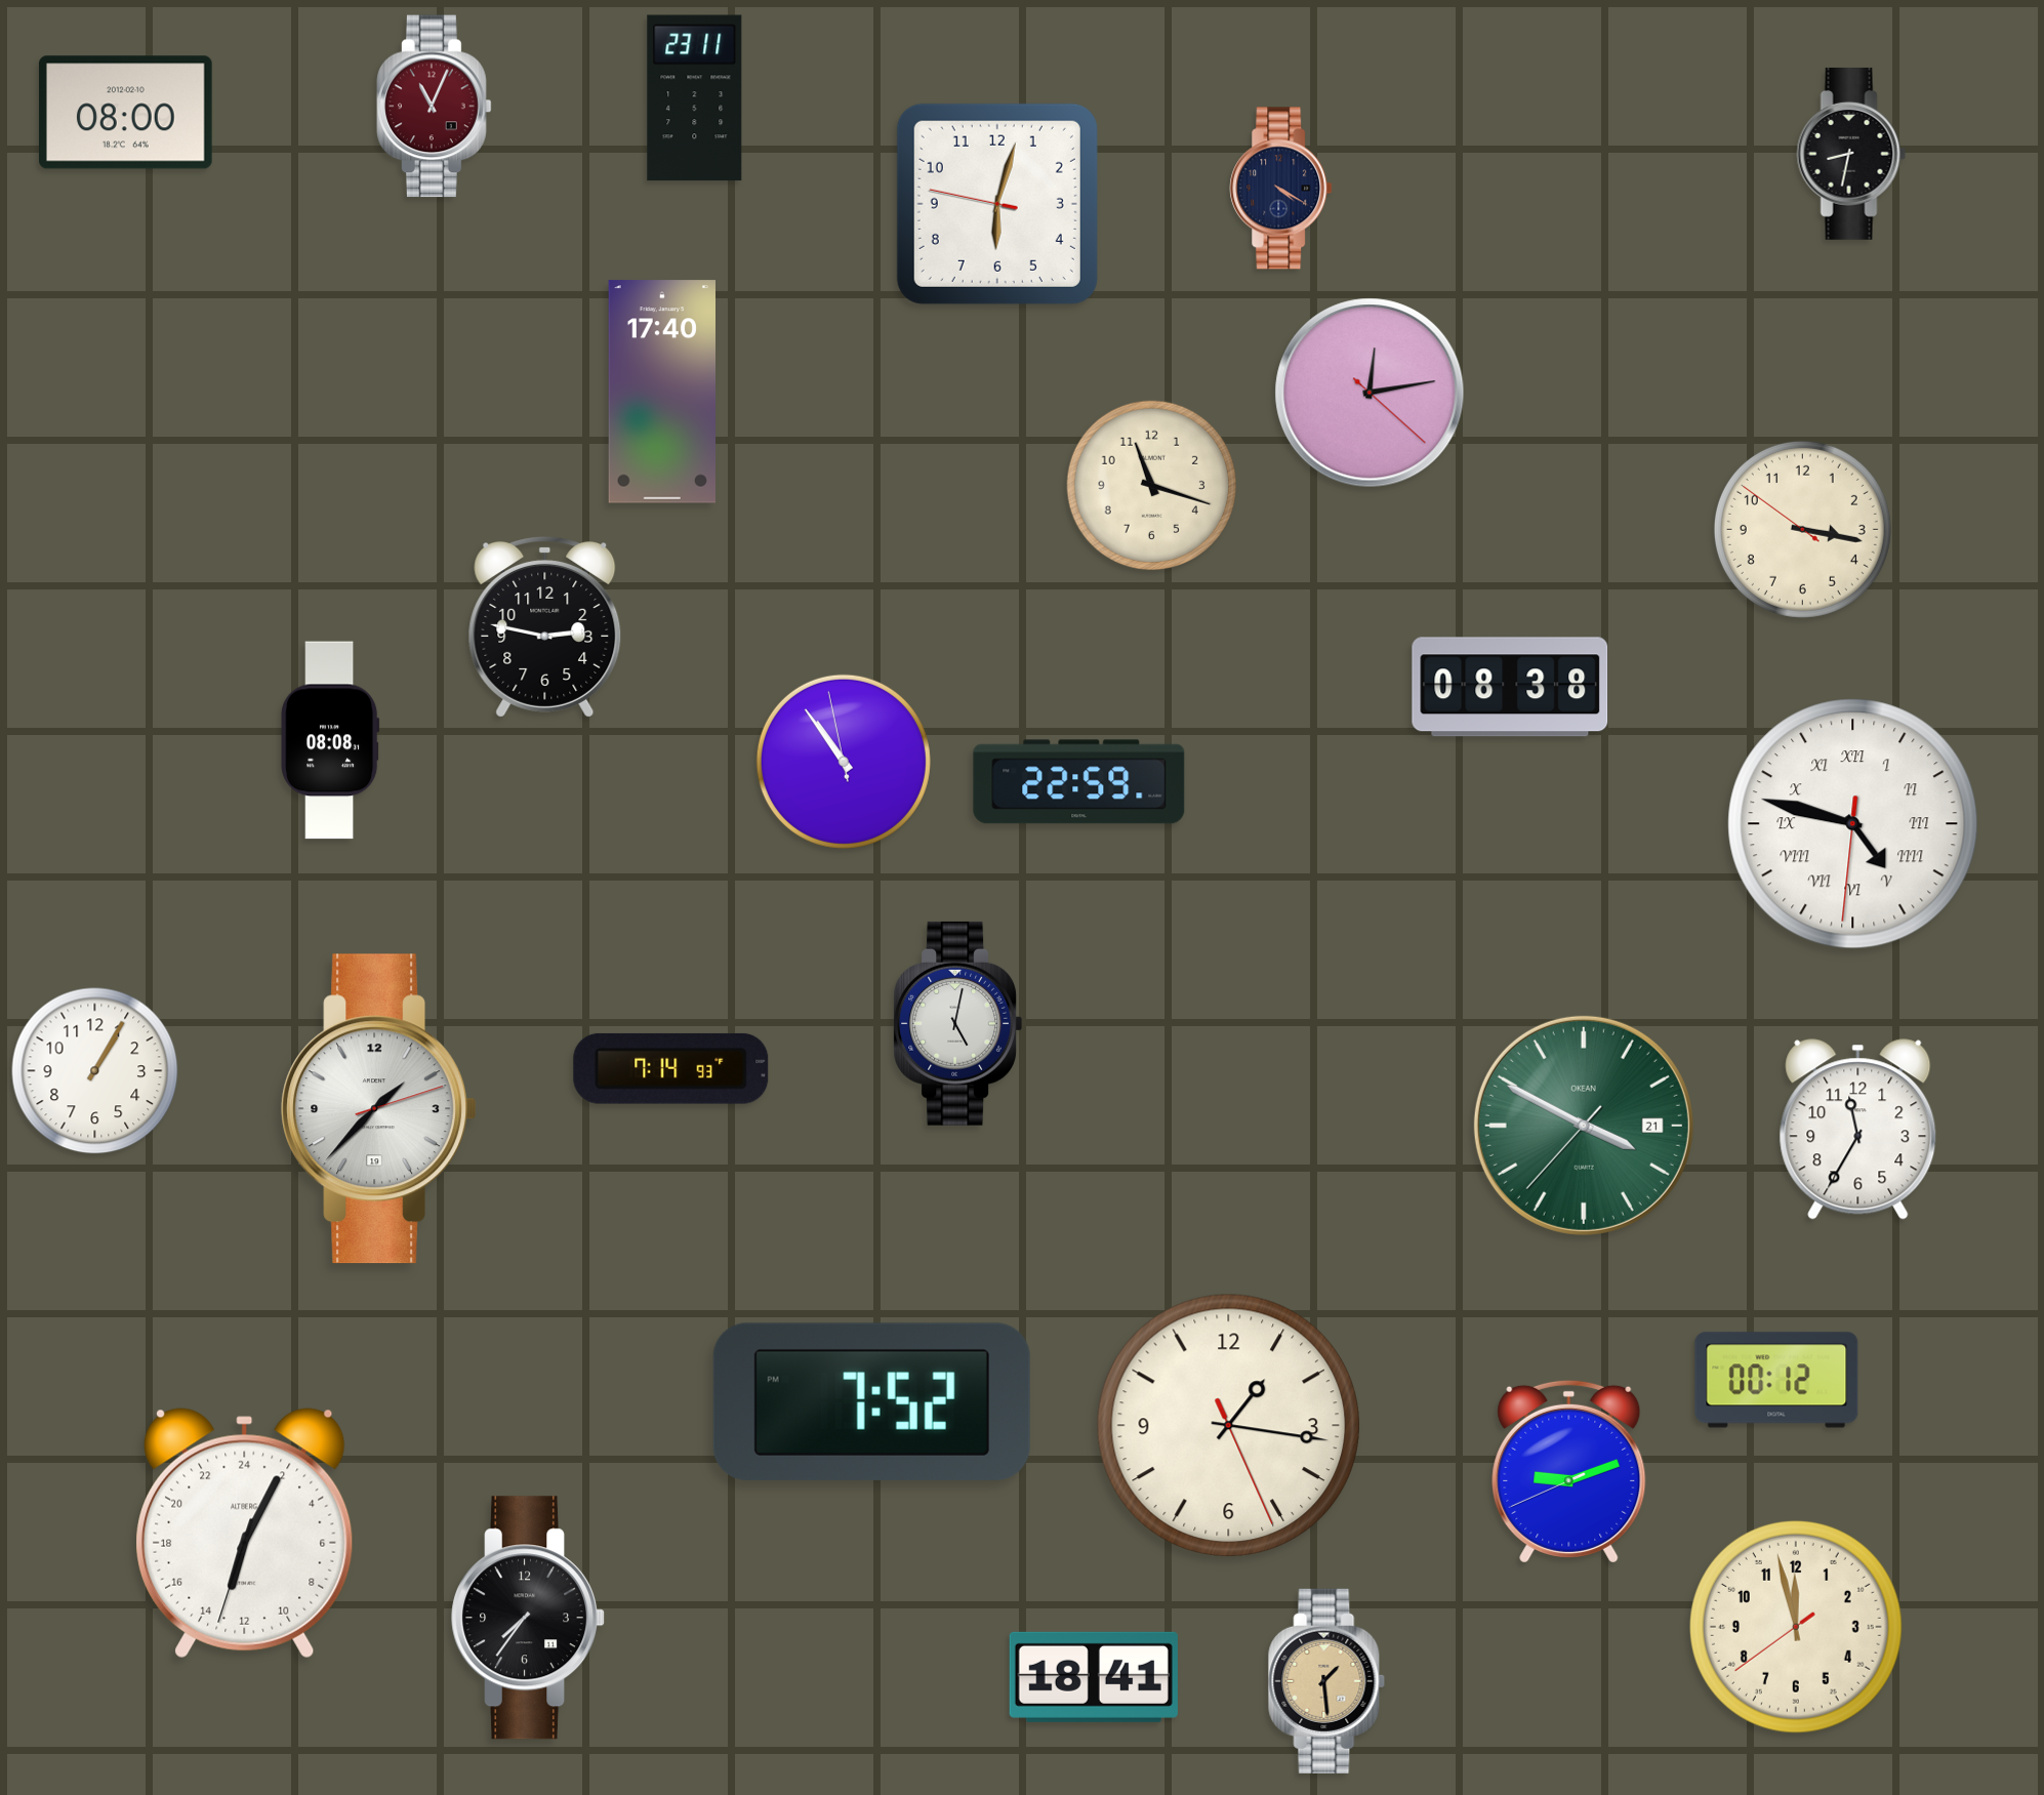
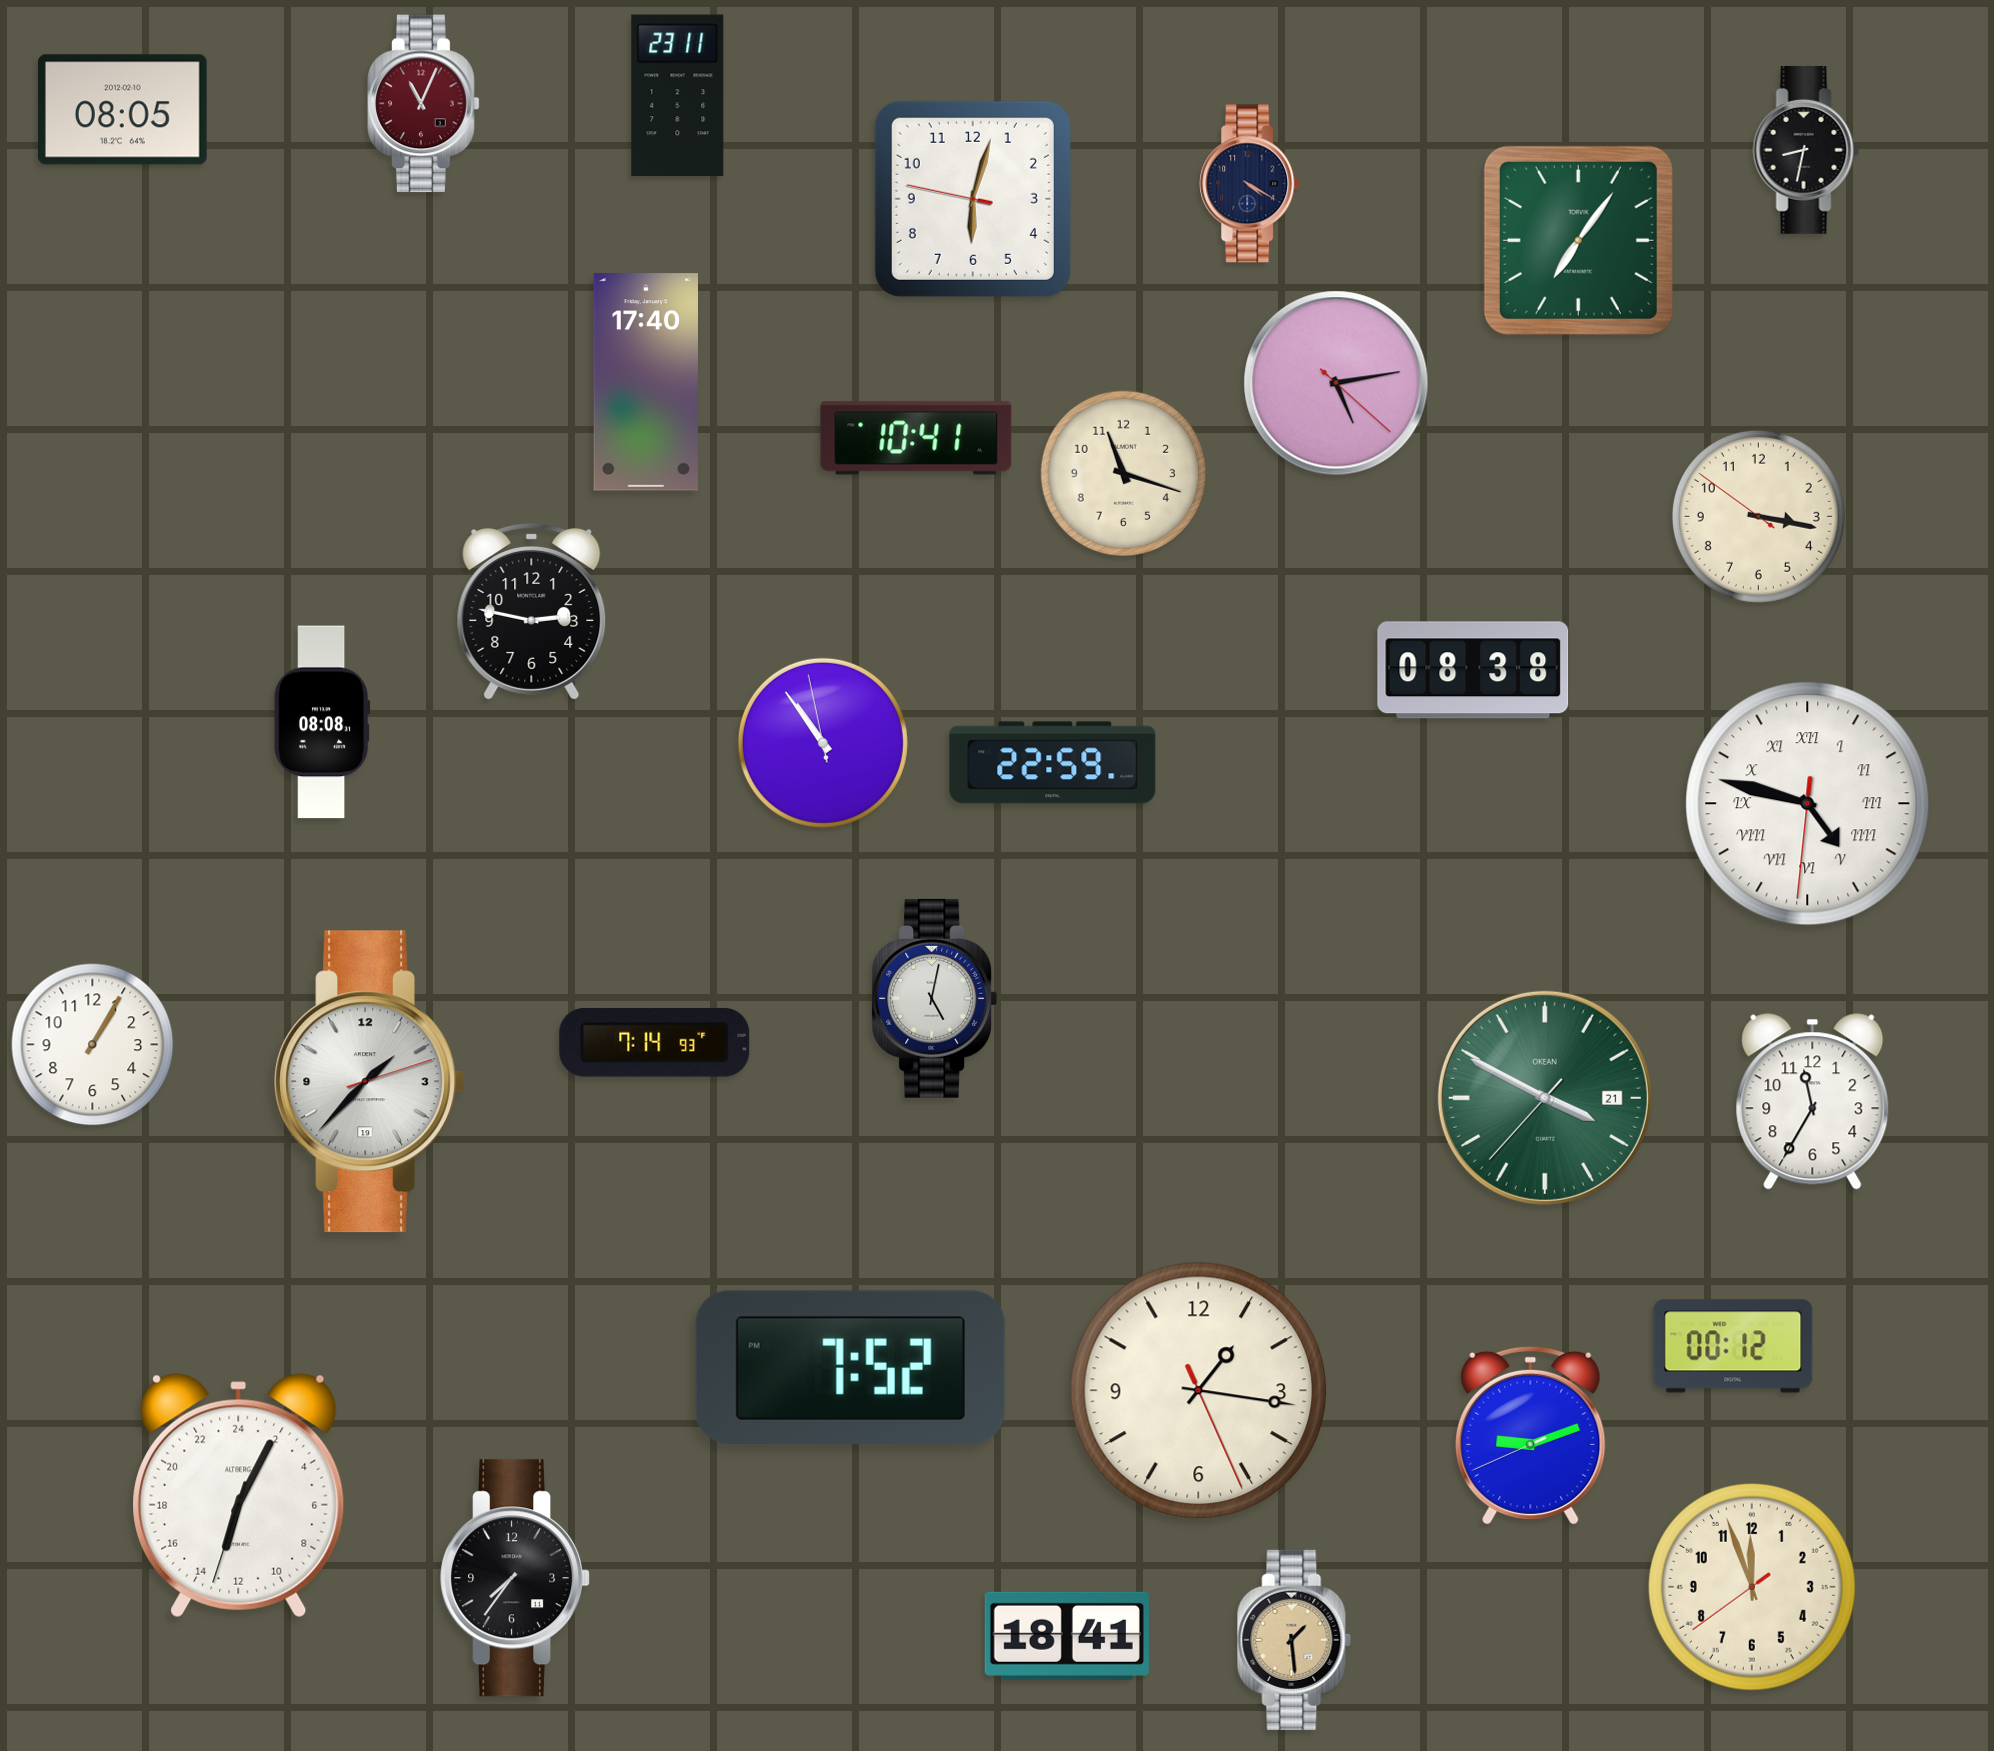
clock at (126, 113): 08:00 -> 08:05
clock at (1578, 240): none -> 7:06
clock at (1370, 393): 12:13 -> 5:13
clock at (916, 438): none -> 10:41
clock at (1796, 1627): 11:57 -> 11:56
